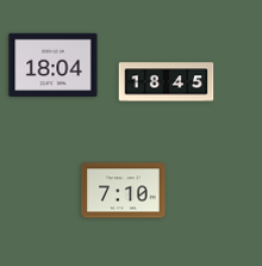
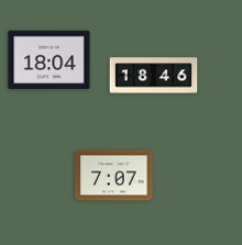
clock at (167, 82): 18:45 -> 18:46
clock at (124, 191): 7:10 -> 7:07
